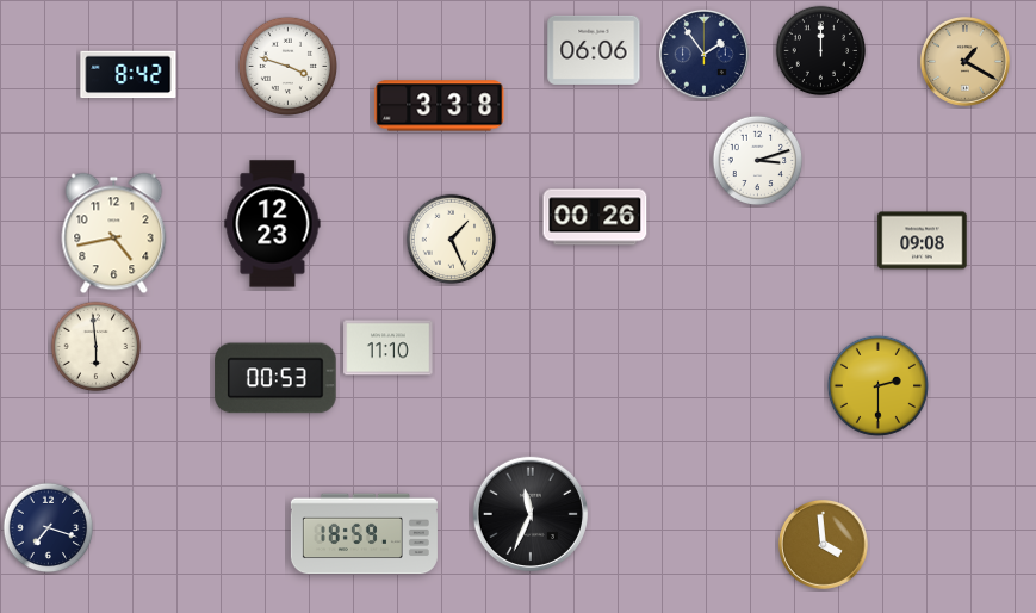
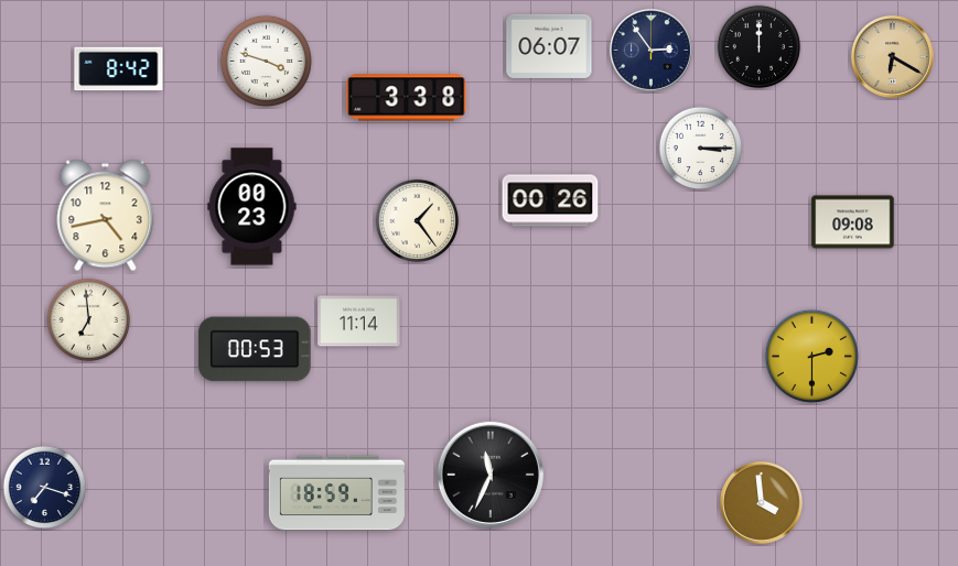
clock at (594, 50): 06:06 -> 06:07
clock at (703, 54): 1:54 -> 2:54
clock at (964, 61): 1:20 -> 6:20
clock at (758, 161): 3:12 -> 3:15
clock at (273, 224): 12:23 -> 00:23
clock at (452, 240): 1:26 -> 1:24
clock at (97, 347): 5:59 -> 6:59
clock at (389, 348): 11:10 -> 11:14
